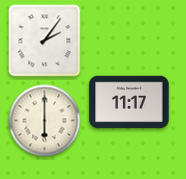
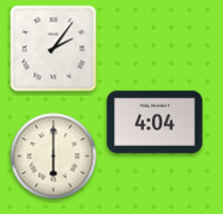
clock at (129, 102): 11:17 -> 4:04
clock at (45, 121) position: (45, 121) -> (54, 157)
